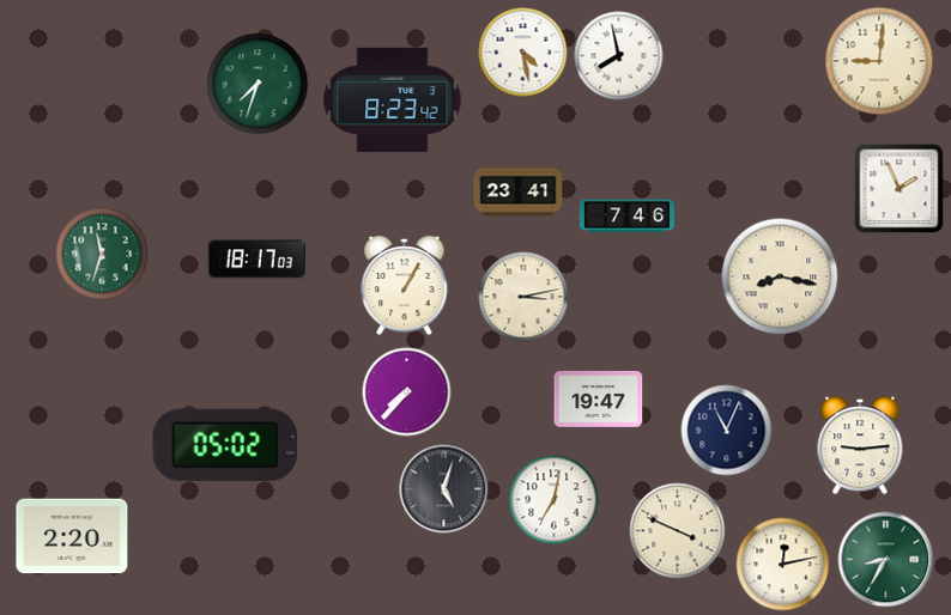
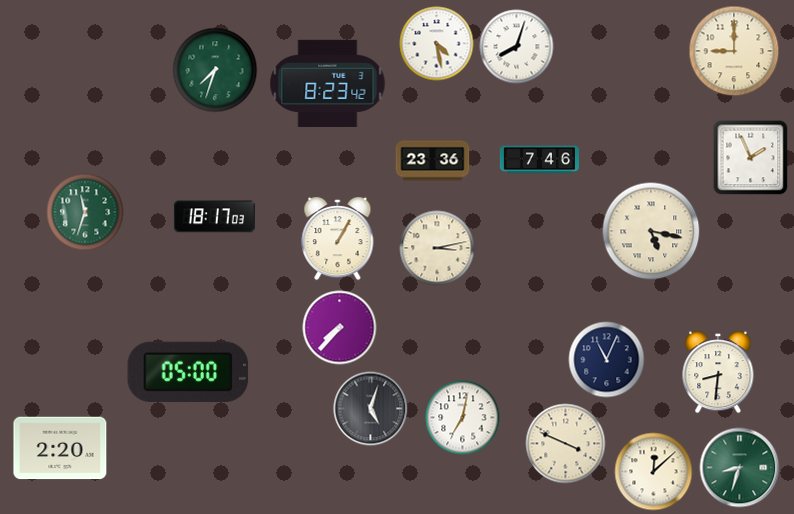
clock at (619, 56): 7:58 -> 8:03
clock at (879, 61): 9:01 -> 9:00
clock at (519, 193): 23:41 -> 23:36
clock at (626, 217) position: (626, 217) -> (539, 160)
clock at (780, 276): 8:17 -> 5:17
clock at (599, 400): 19:47 -> none
clock at (225, 445): 05:02 -> 05:00
clock at (860, 445): 9:14 -> 8:31
clock at (886, 560): 8:35 -> 8:33
clock at (783, 565): 12:13 -> 12:08
